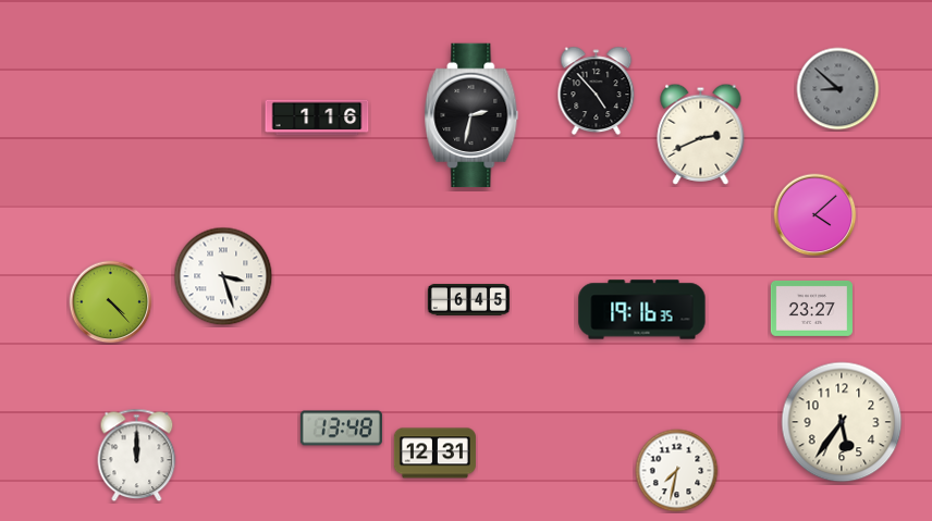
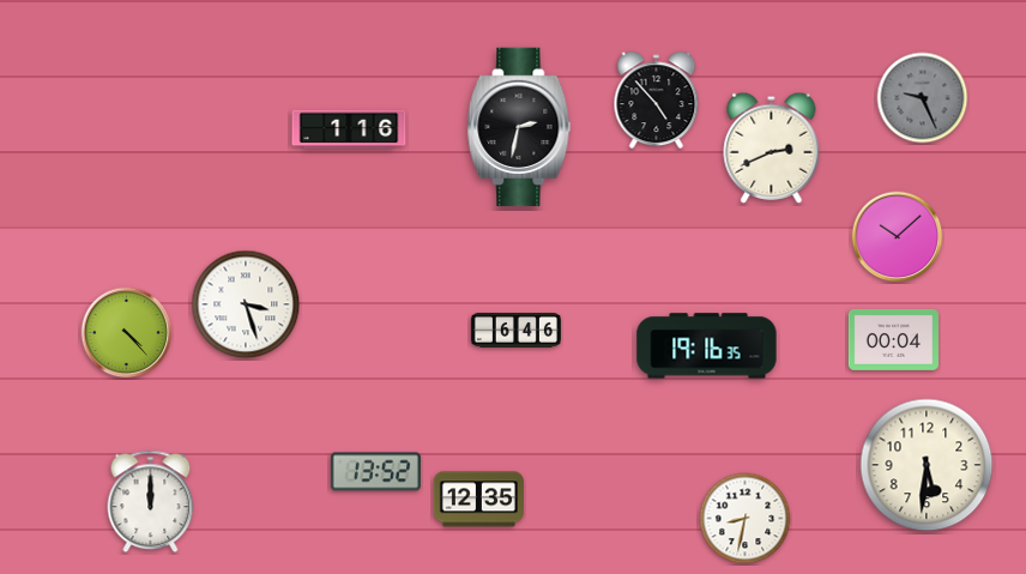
clock at (838, 89): 8:52 -> 9:26
clock at (815, 215): 4:08 -> 10:08
clock at (468, 300): 6:45 -> 6:46
clock at (111, 302) position: (111, 302) -> (127, 333)
clock at (811, 308): 23:27 -> 00:04
clock at (642, 310) position: (642, 310) -> (707, 346)
clock at (842, 422): 5:36 -> 5:31
clock at (341, 429): 13:48 -> 13:52
clock at (434, 454): 12:31 -> 12:35
clock at (677, 471): 7:32 -> 8:32
